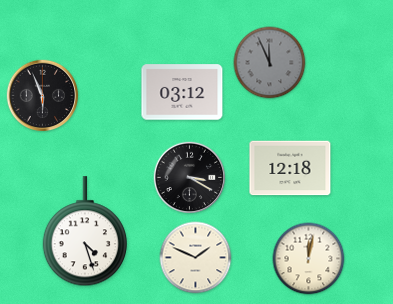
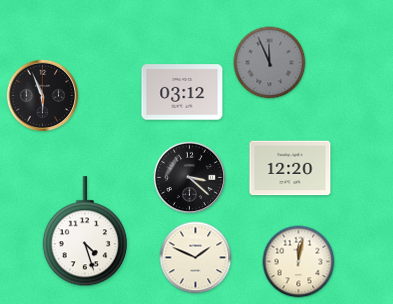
clock at (290, 168): 12:18 -> 12:20
clock at (190, 178): 3:20 -> 3:22
clock at (309, 259) position: (309, 259) -> (299, 262)
